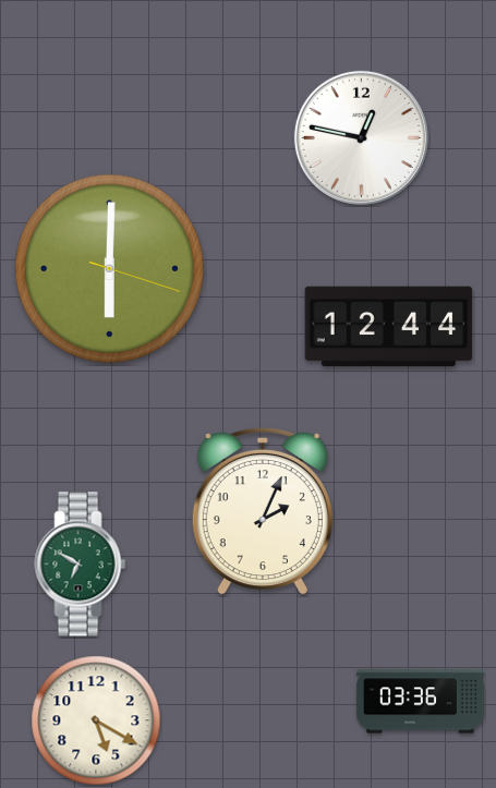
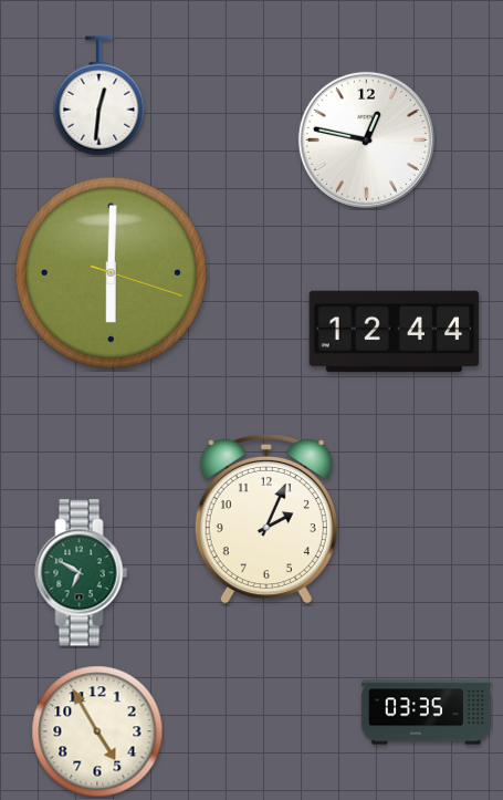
clock at (99, 96): none -> 12:31
clock at (420, 702): 03:36 -> 03:35
clock at (96, 720): 5:20 -> 4:55
